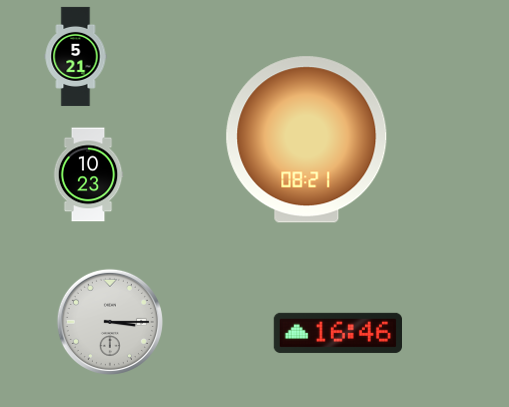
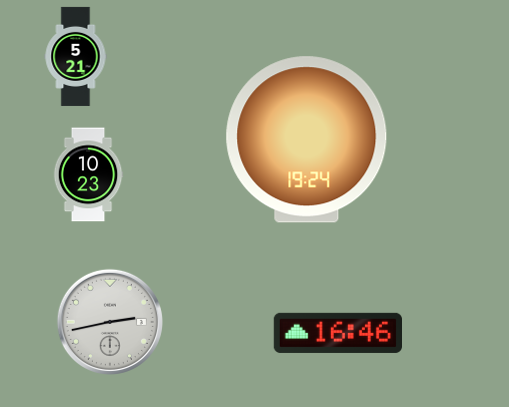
clock at (307, 140): 08:21 -> 19:24
clock at (110, 322): 3:15 -> 2:43
